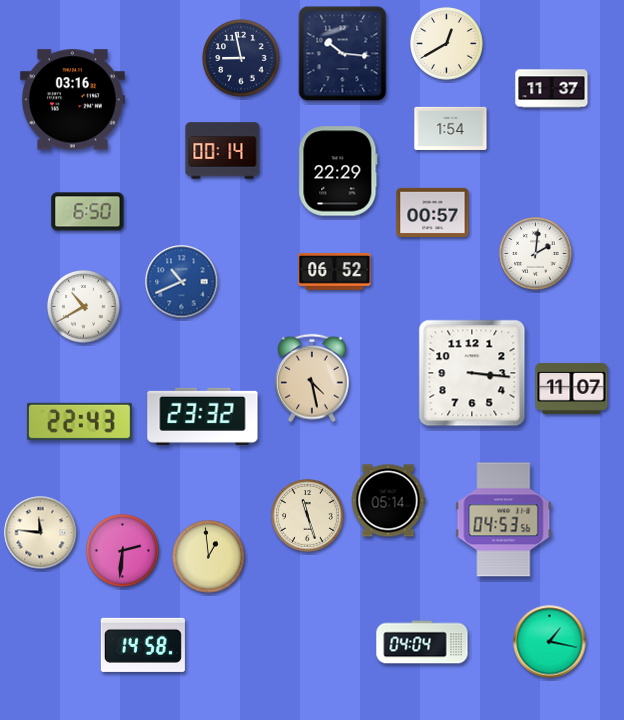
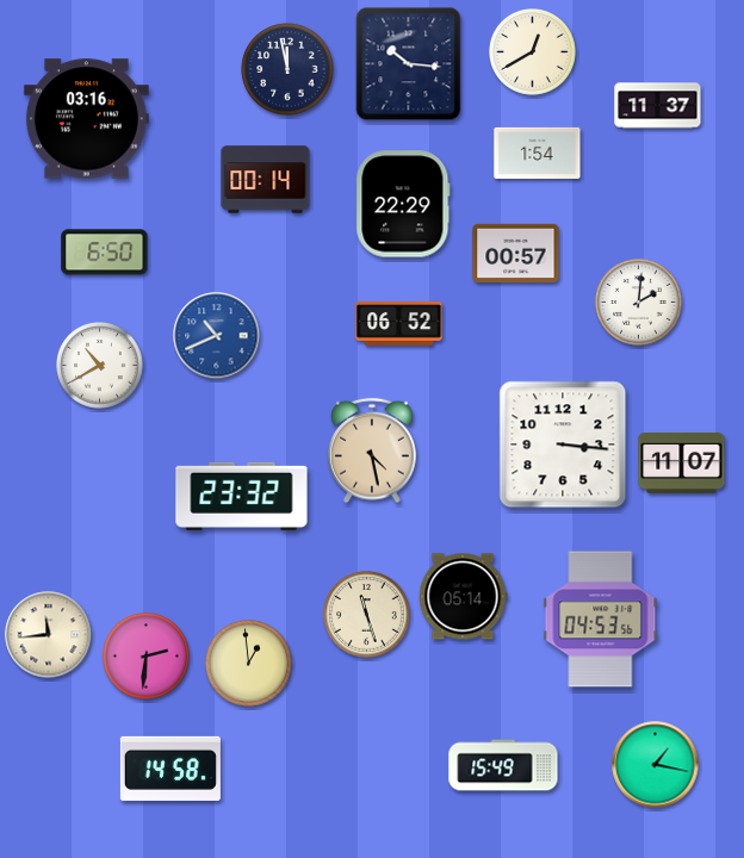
clock at (241, 58): 8:58 -> 11:58
clock at (79, 421): 22:43 -> none
clock at (41, 533): 11:46 -> 11:44
clock at (422, 642): 04:04 -> 15:49
